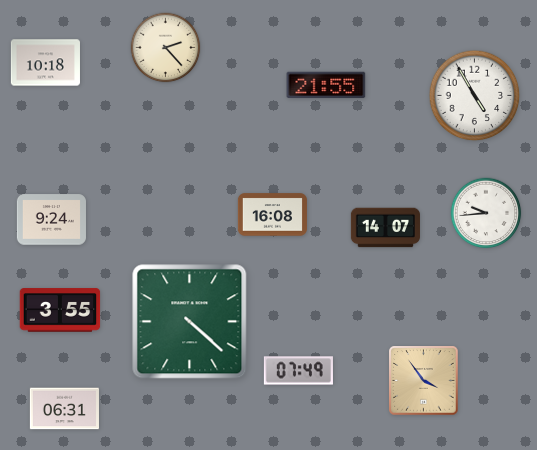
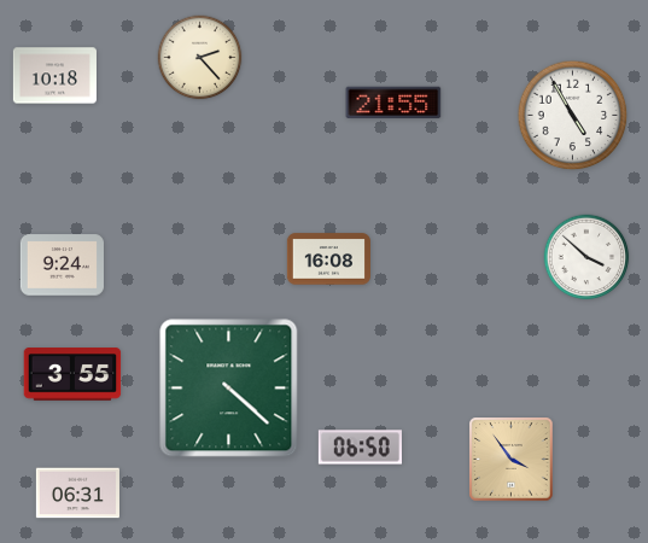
clock at (486, 213): 9:44 -> 3:52
clock at (385, 228): 14:07 -> none
clock at (298, 371): 07:49 -> 06:50
